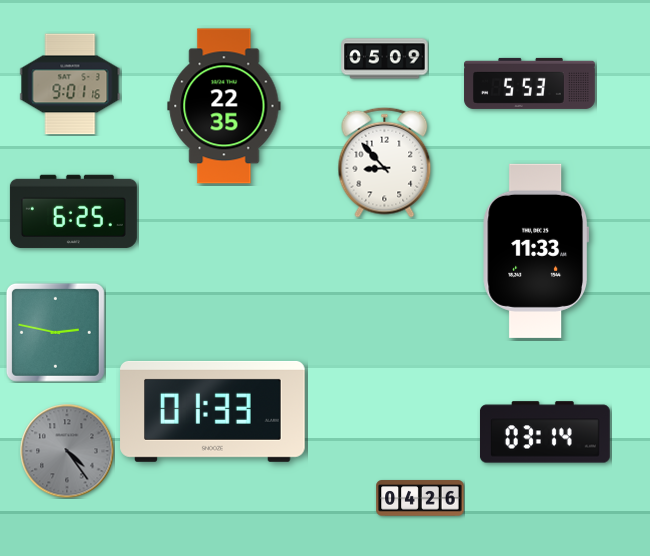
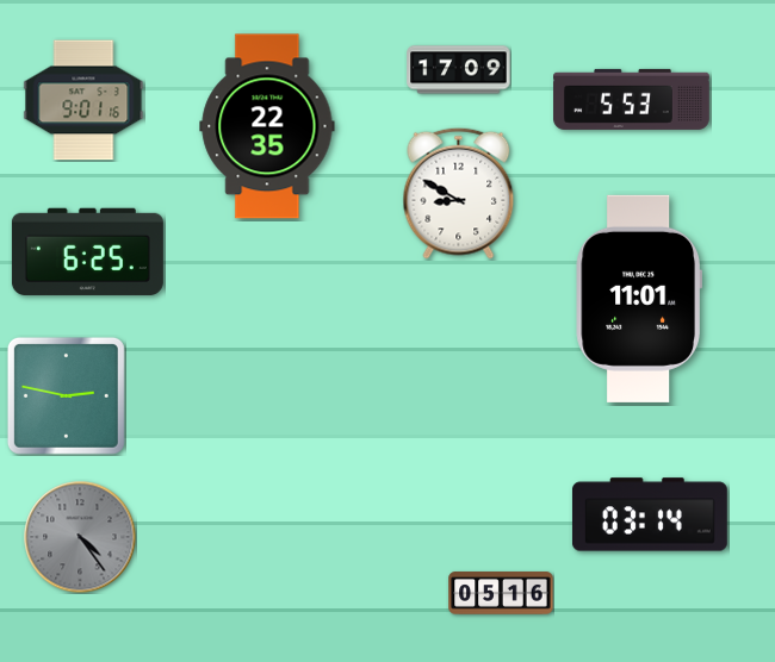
clock at (385, 59): 05:09 -> 17:09
clock at (385, 162): 8:53 -> 8:50
clock at (535, 251): 11:33 -> 11:01
clock at (213, 411): 01:33 -> none
clock at (420, 498): 04:26 -> 05:16
